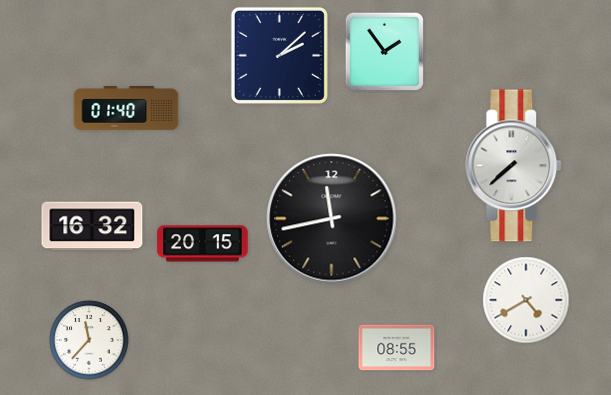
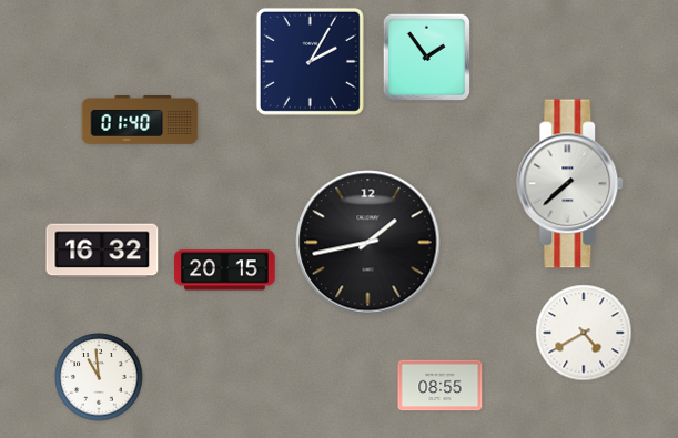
clock at (279, 55): 2:08 -> 2:05
clock at (332, 219): 11:43 -> 1:43
clock at (89, 340): 11:37 -> 10:59
